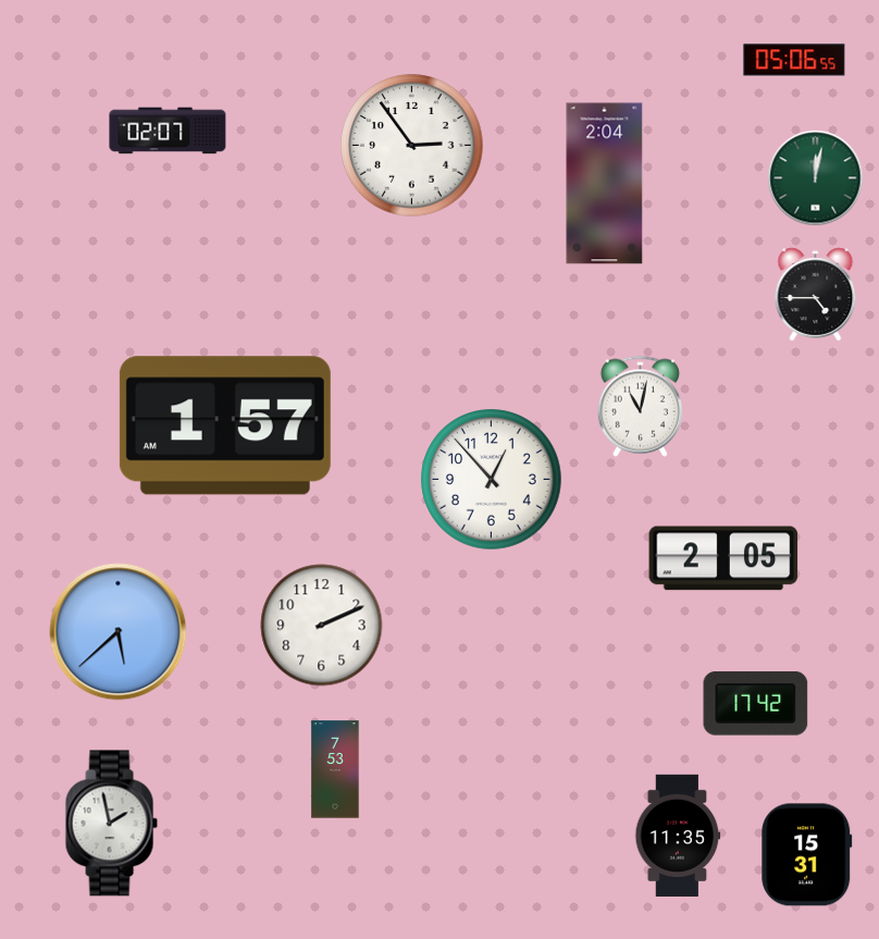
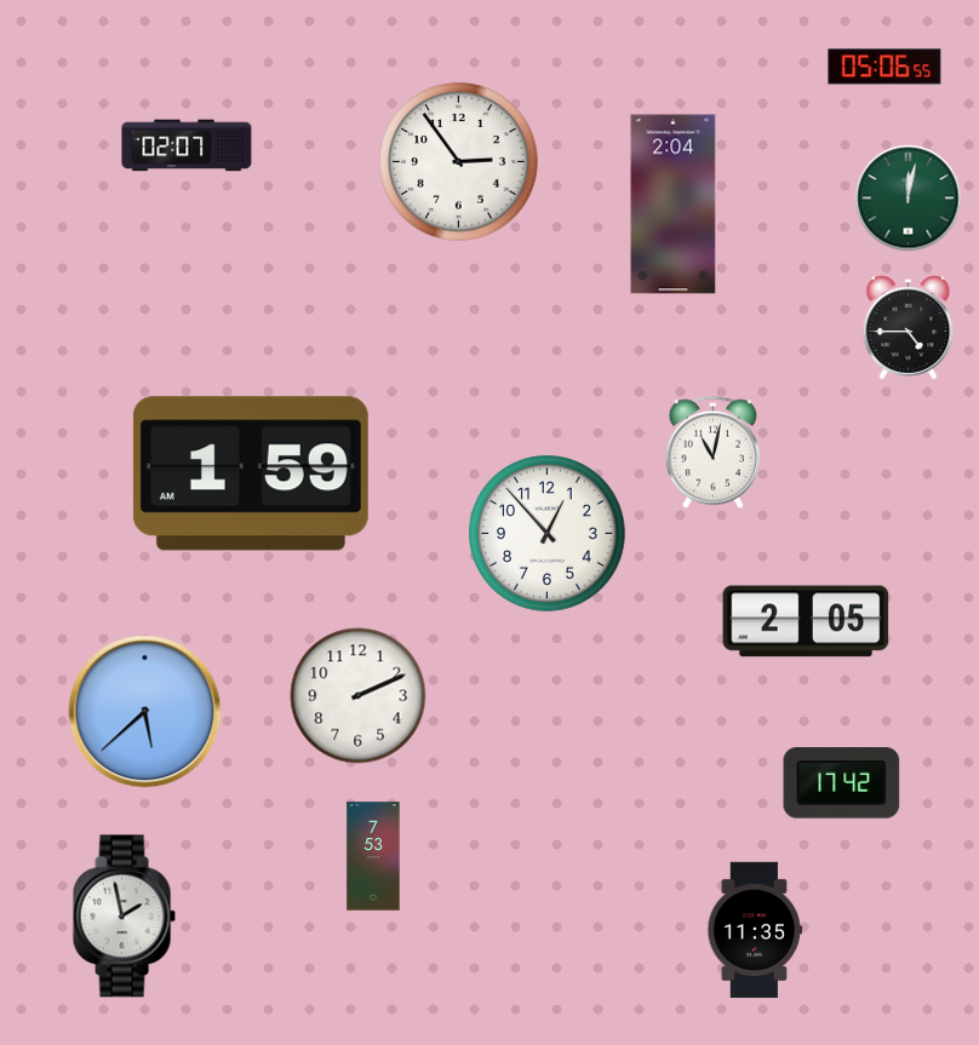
clock at (225, 425): 1:57 -> 1:59
clock at (119, 632) position: (119, 632) -> (145, 712)
clock at (807, 855): 15:31 -> none
